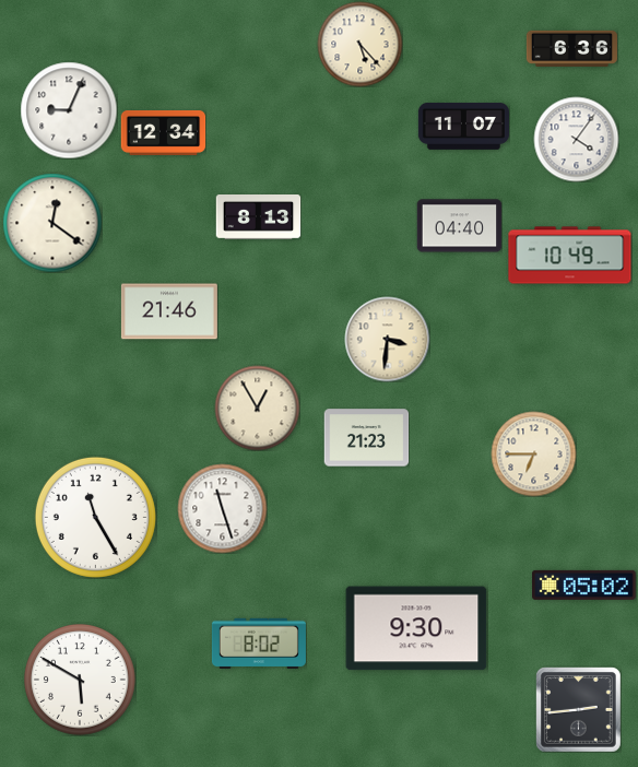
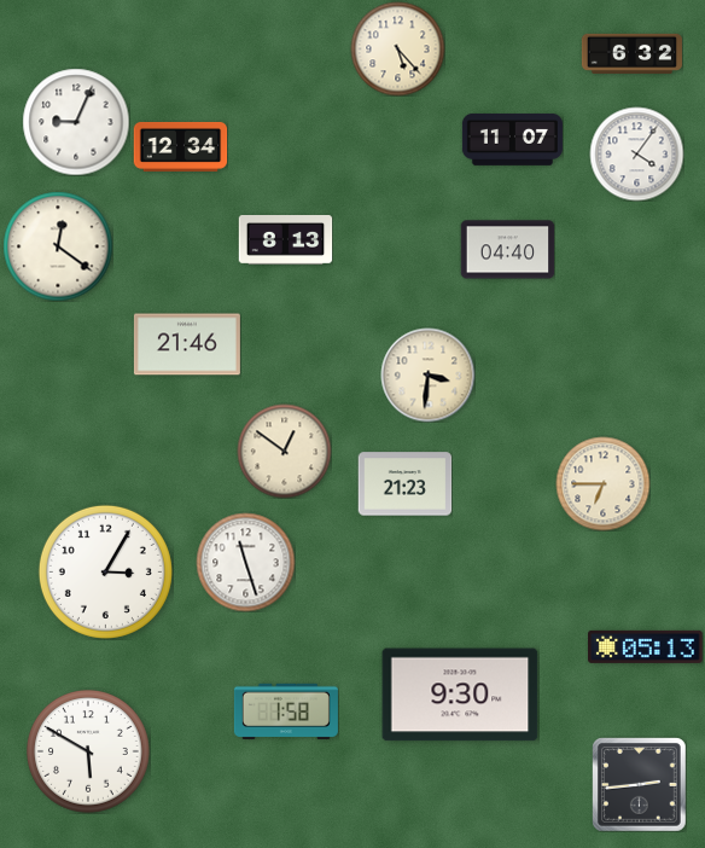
clock at (571, 48): 6:36 -> 6:32
clock at (570, 256): 10:49 -> none
clock at (257, 408): 12:55 -> 12:51
clock at (533, 453) position: (533, 453) -> (602, 483)
clock at (95, 517): 11:25 -> 3:05
clock at (584, 585): 05:02 -> 05:13
clock at (259, 644): 8:02 -> 1:58
